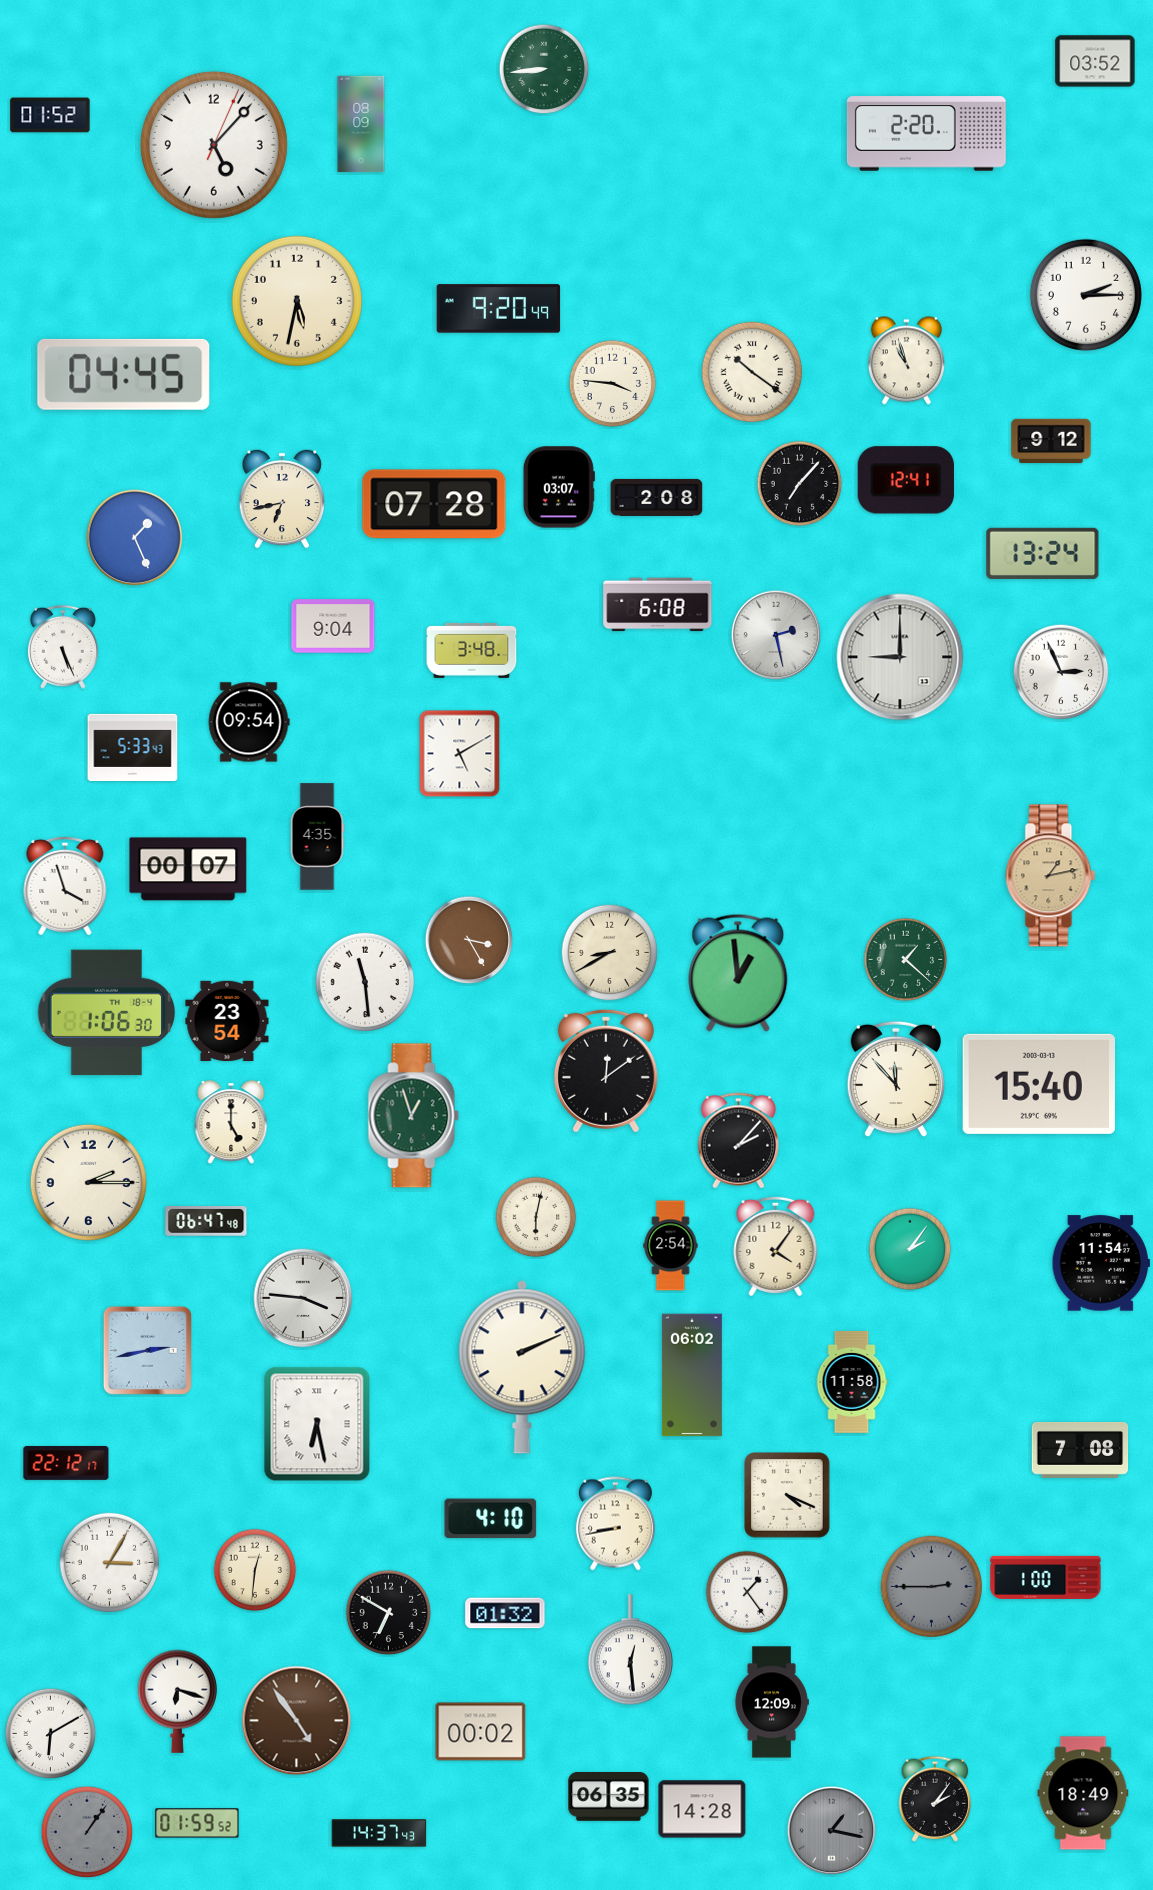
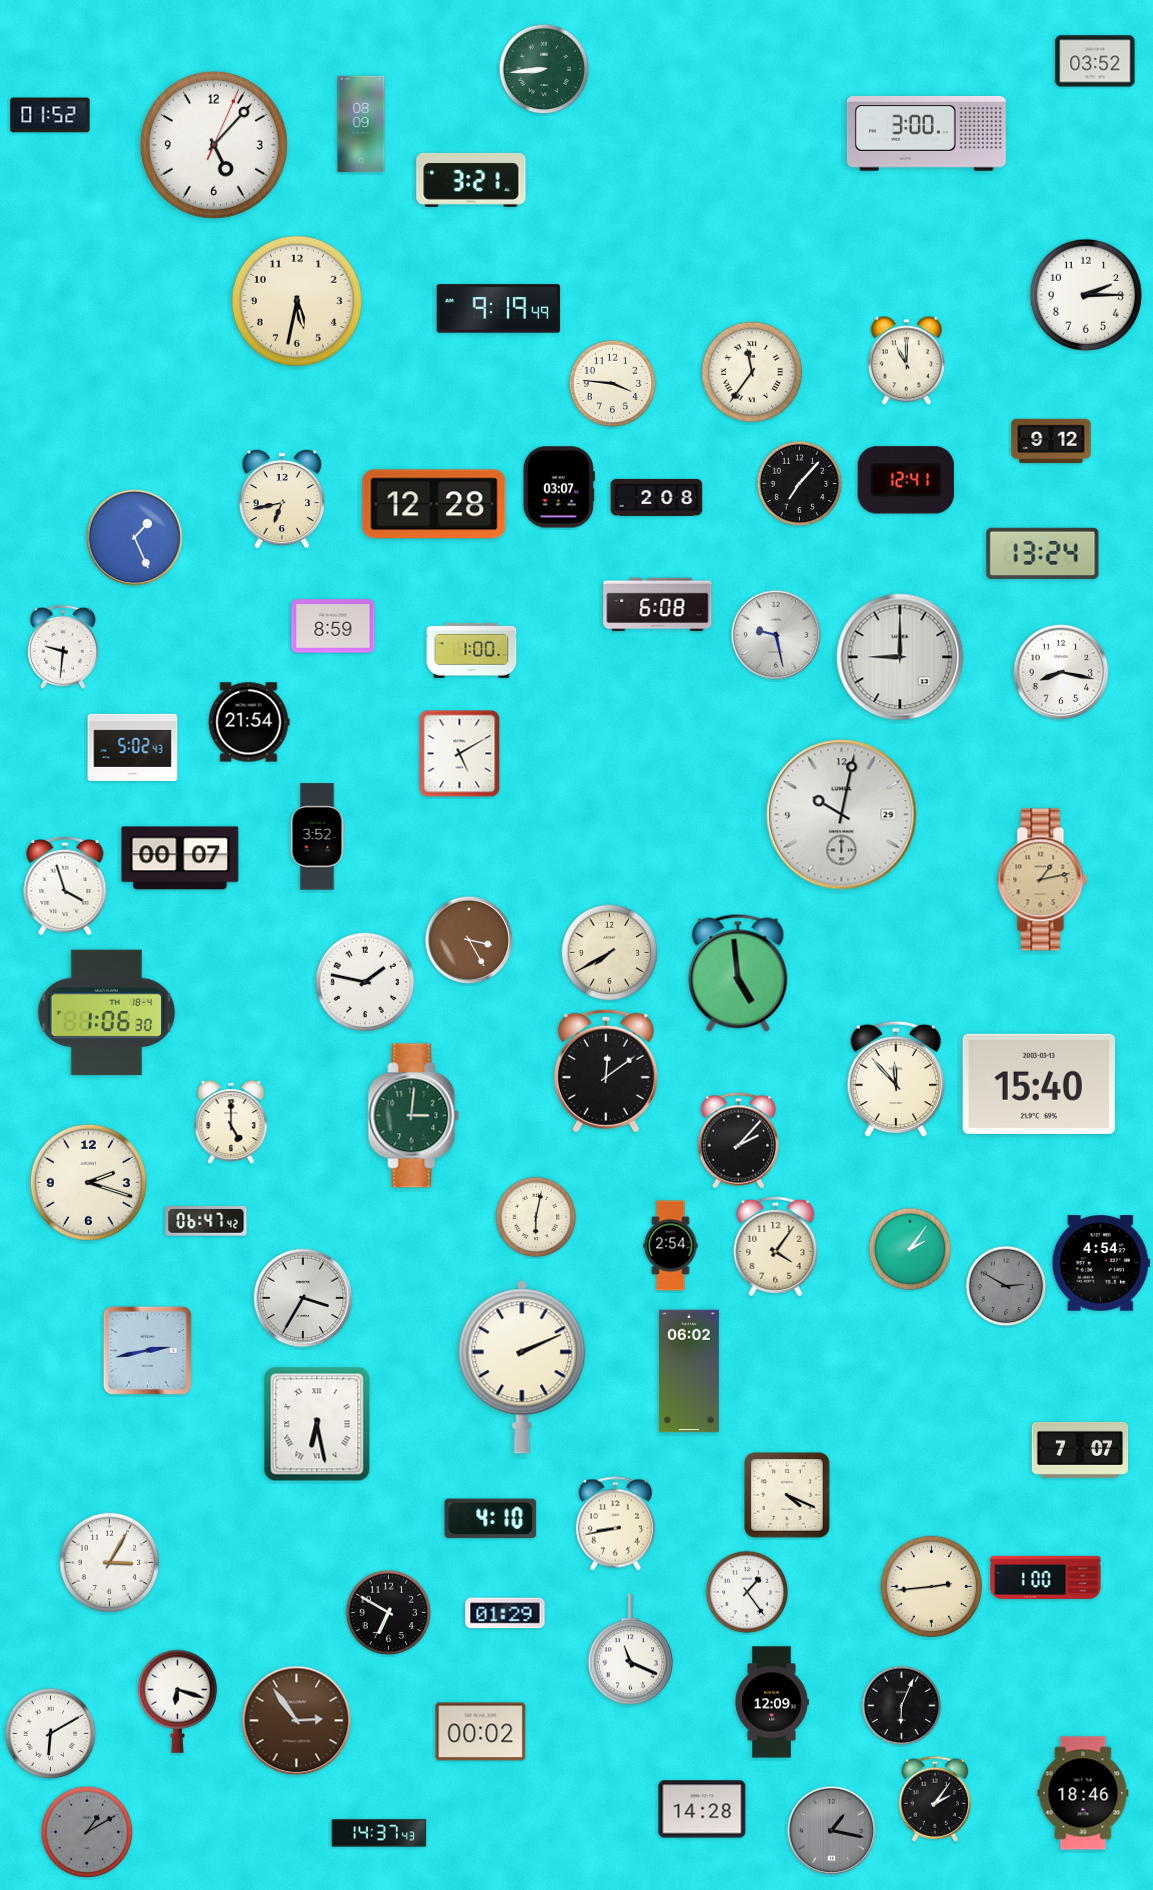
clock at (926, 134): 2:20 -> 3:00
clock at (471, 180): none -> 3:21
clock at (499, 309): 9:20 -> 9:19
clock at (906, 361): 10:57 -> 11:00
clock at (751, 371): 10:21 -> 11:36
clock at (124, 374): 04:45 -> none
clock at (434, 504): 07:28 -> 12:28
clock at (333, 626): 9:04 -> 8:59
clock at (776, 635): 2:28 -> 9:28
clock at (63, 647): 5:26 -> 9:31
clock at (472, 650): 3:48 -> 1:00
clock at (1061, 672): 2:56 -> 8:17
clock at (249, 722): 09:54 -> 21:54
clock at (133, 747): 5:33 -> 5:02
clock at (842, 815): none -> 10:02
clock at (317, 837): 4:35 -> 3:52
clock at (188, 869) position: (188, 869) -> (180, 858)
clock at (1051, 876) position: (1051, 876) -> (1043, 880)
clock at (610, 953): 8:40 -> 7:40
clock at (906, 960): 1:22 -> none
clock at (738, 973): 12:59 -> 4:59
clock at (364, 981): 11:29 -> 1:47
clock at (227, 1020): 23:54 -> none
clock at (414, 1116): 12:57 -> 3:01
clock at (88, 1182): 2:15 -> 2:18
clock at (206, 1221): 06:47:48 -> 06:47:42
clock at (1101, 1263): 11:54 -> 4:54
clock at (1006, 1286): none -> 2:50
clock at (303, 1298): 3:46 -> 3:35
clock at (692, 1375) position: (692, 1375) -> (689, 1371)
clock at (852, 1382): 11:58 -> none
clock at (1080, 1450): 7:08 -> 7:07
clock at (66, 1464): 22:12 -> none
clock at (255, 1570): 12:31 -> none
clock at (931, 1586): 2:45 -> 2:44
clock at (931, 1586) dial: grey -> cream
clock at (505, 1613): 01:32 -> 01:29
clock at (630, 1650): 12:29 -> 11:19
clock at (902, 1706): none -> 6:04
clock at (297, 1721): 4:54 -> 2:54
clock at (1083, 1793): 18:49 -> 18:46
clock at (609, 1797): 06:35 -> none
clock at (197, 1823): 01:59 -> none
clock at (87, 1832): 1:06 -> 1:10
